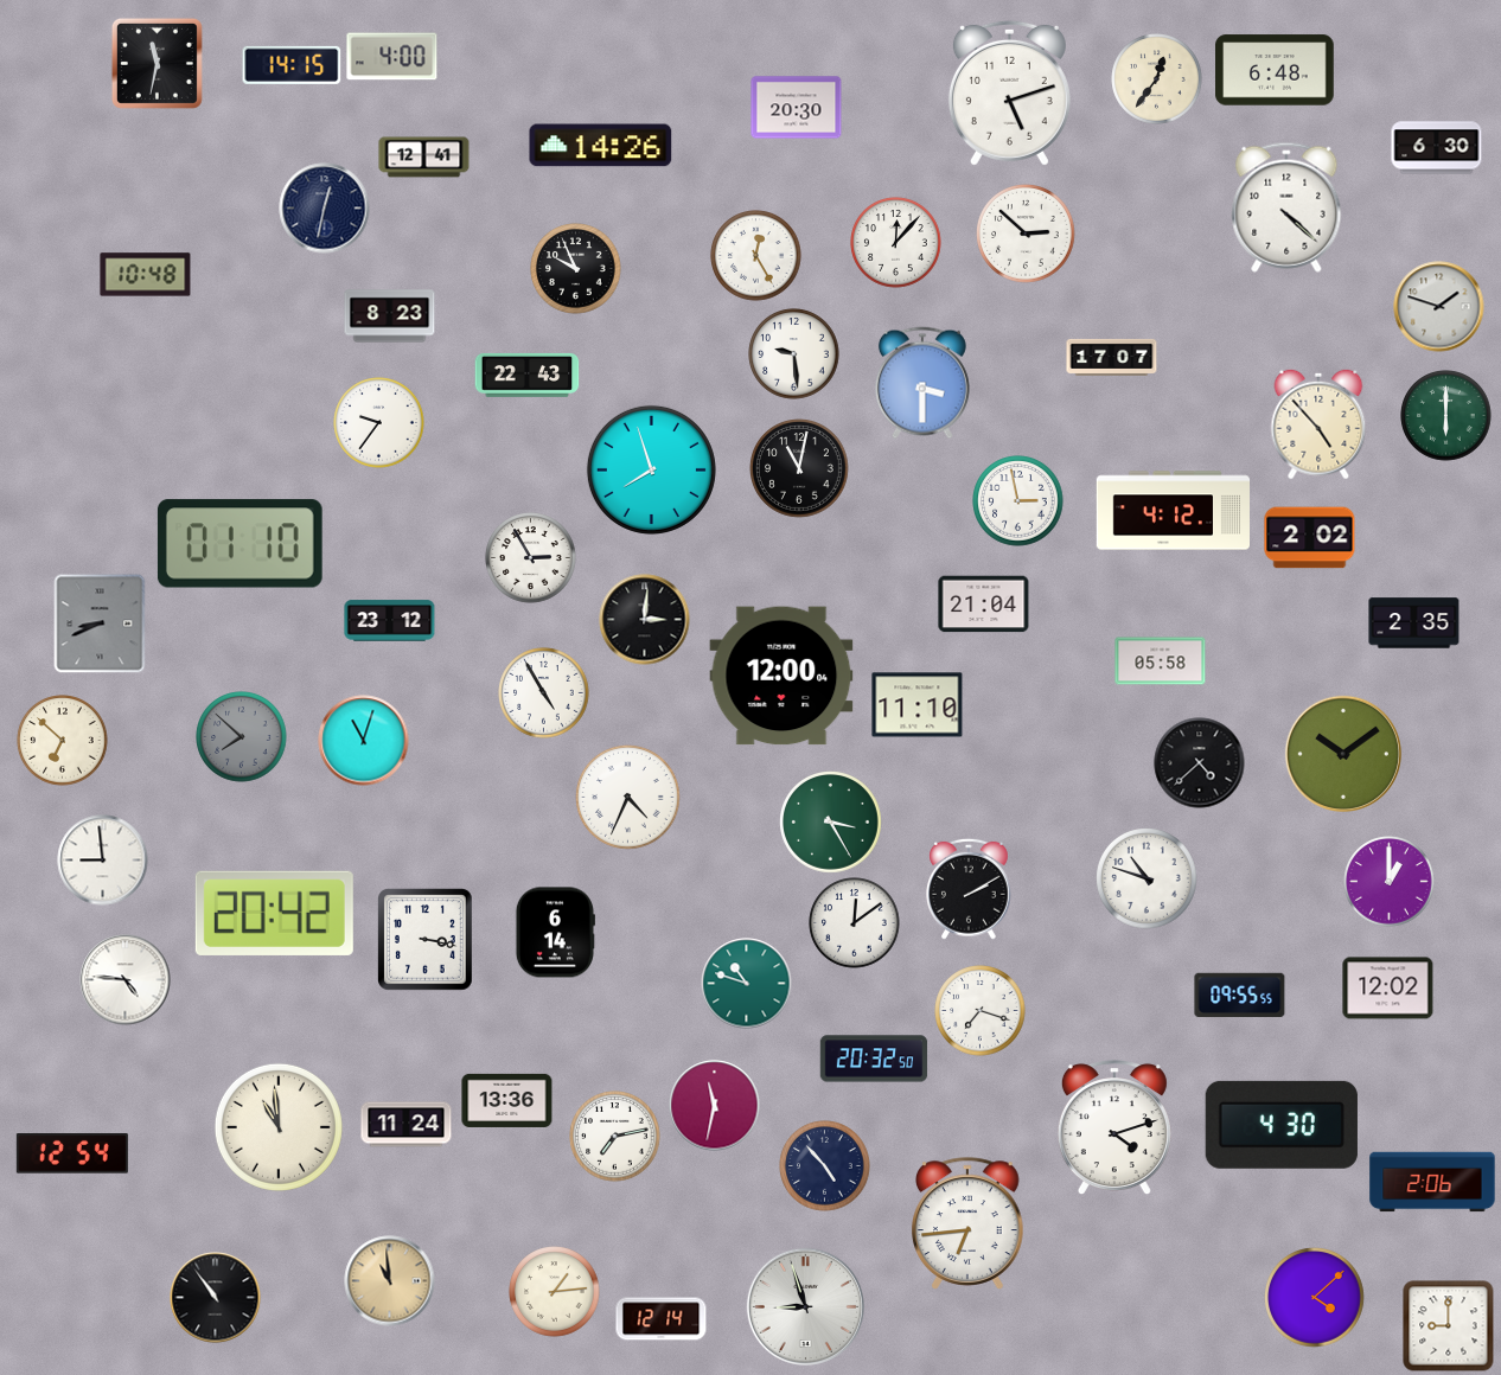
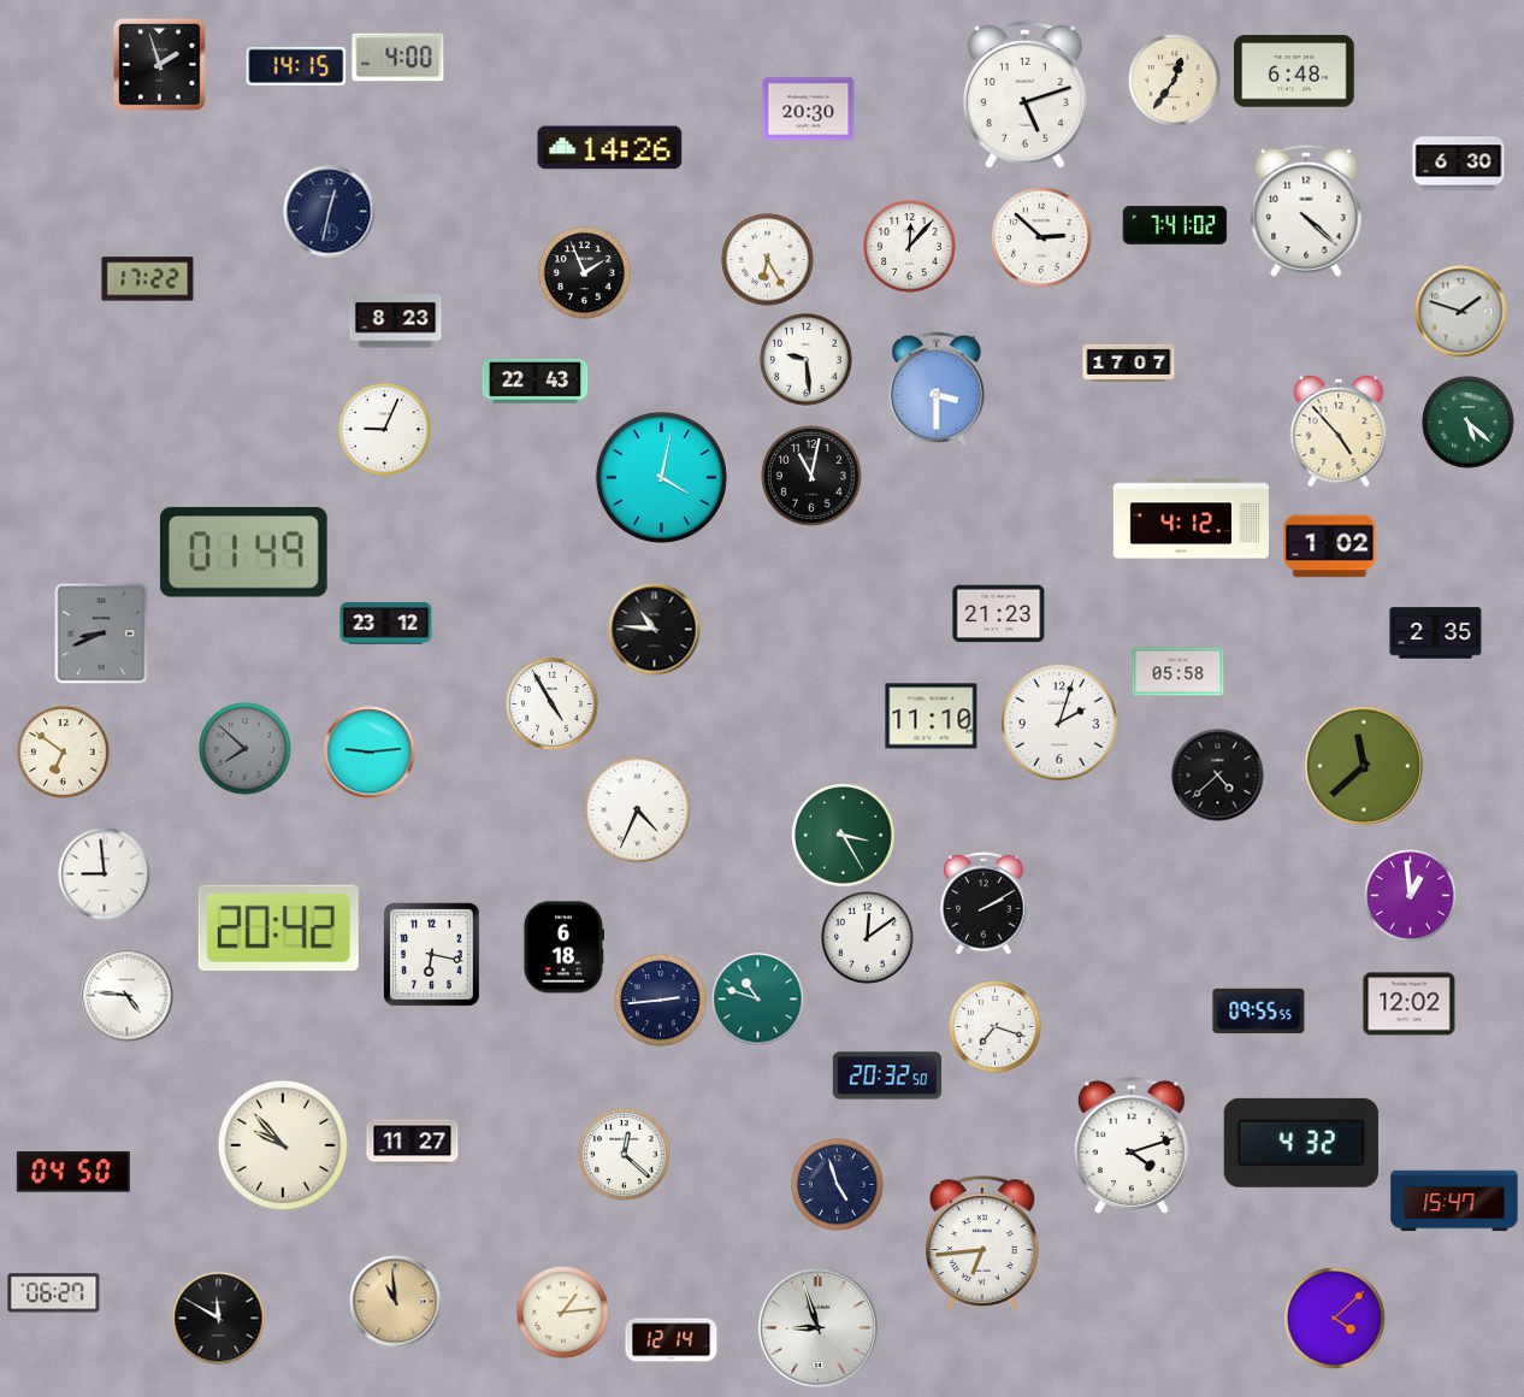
clock at (157, 63): 11:32 -> 1:57
clock at (1437, 148) position: (1437, 148) -> (1459, 164)
clock at (424, 158): 12:41 -> none
clock at (1175, 225): none -> 7:41
clock at (756, 256): 12:25 -> 6:25
clock at (576, 269): 9:56 -> 1:56
clock at (146, 275): 10:48 -> 17:22
clock at (1446, 416): 6:00 -> 5:22
clock at (379, 423): 9:36 -> 9:04
clock at (651, 469): 7:57 -> 4:02
clock at (1018, 501): 2:58 -> none
clock at (1310, 538): 2:02 -> 1:02
clock at (239, 544): 01:10 -> 01:49
clock at (531, 558): 2:55 -> none
clock at (984, 605): 21:04 -> 21:23
clock at (645, 620): 3:01 -> 10:46
clock at (390, 621) position: (390, 621) -> (386, 624)
clock at (781, 676): 12:00 -> none
clock at (1059, 723): none -> 2:03
clock at (63, 741): 6:52 -> 6:51
clock at (364, 741): 11:03 -> 9:14
clock at (1343, 754): 10:09 -> 11:38
clock at (1148, 880): 10:48 -> none
clock at (1390, 882): 1:00 -> 12:59
clock at (555, 933): 6:14 -> 6:18
clock at (426, 940): 3:17 -> 6:17
clock at (661, 1001): none -> 2:44
clock at (507, 1100): 13:36 -> none
clock at (715, 1106): 11:32 -> none
clock at (407, 1125): 11:24 -> 11:27
clock at (1282, 1125): 4:30 -> 4:32
clock at (279, 1127): 10:59 -> 9:53
clock at (615, 1137): 7:13 -> 12:22
clock at (72, 1155): 12:54 -> 04:50
clock at (825, 1166): 4:53 -> 4:57
clock at (1432, 1182): 2:06 -> 15:47
clock at (54, 1293): none -> 06:27
clock at (216, 1298): 10:54 -> 11:50
clock at (1449, 1326): 9:00 -> none
